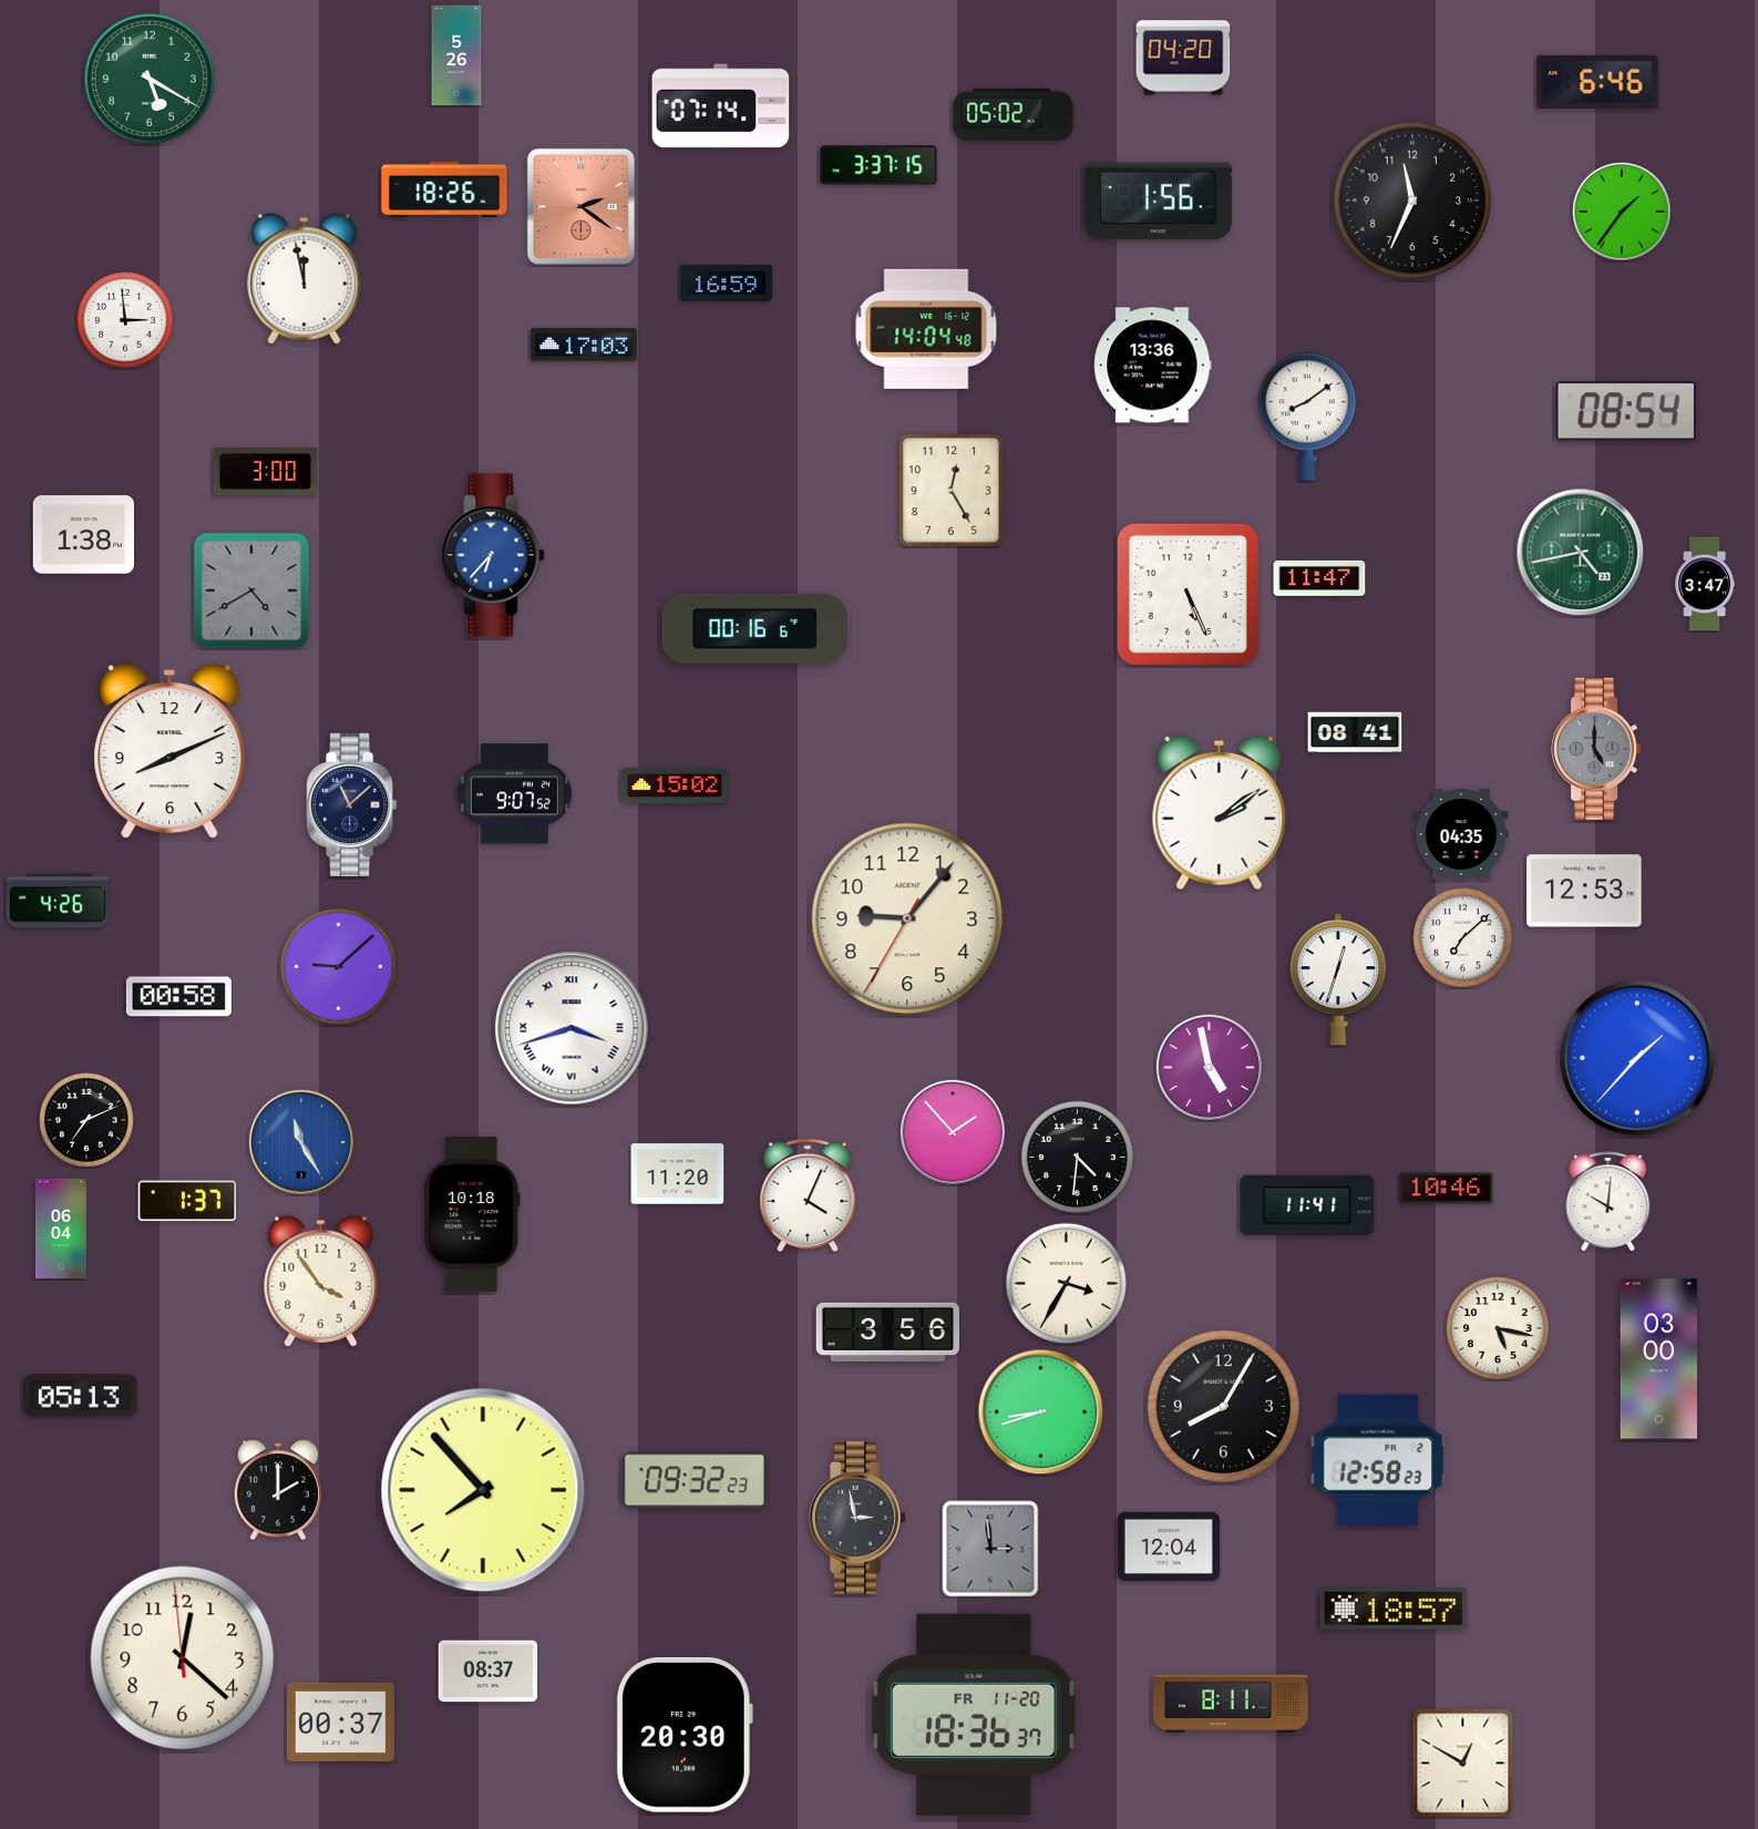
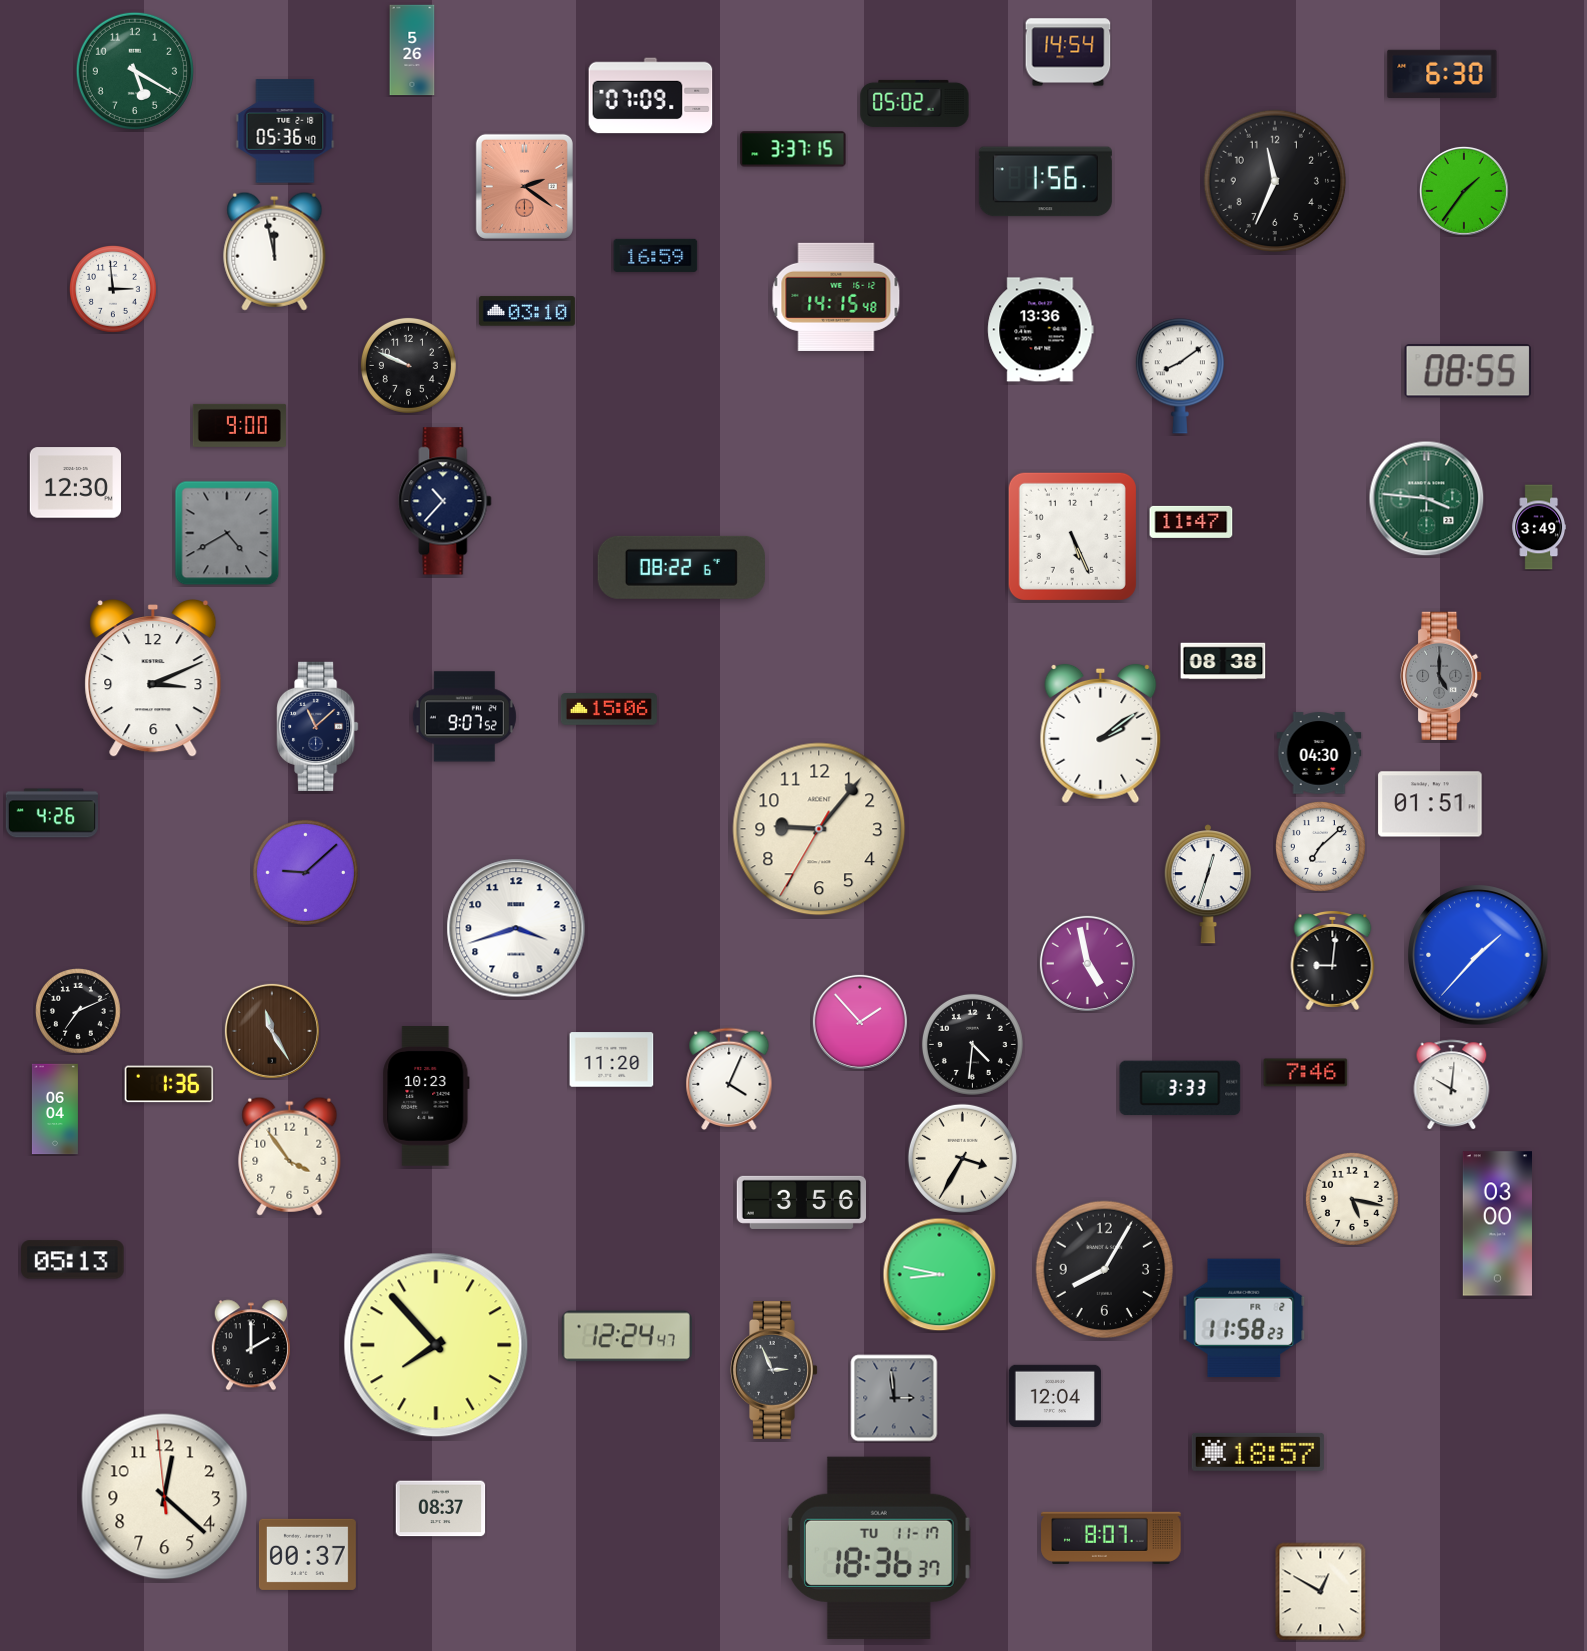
clock at (1183, 58): 04:20 -> 14:54
clock at (1597, 81): 6:46 -> 6:30
clock at (721, 106): 07:14 -> 07:09
clock at (285, 131): none -> 05:36
clock at (444, 189): 18:26 -> none
clock at (926, 329): 14:04 -> 14:15
clock at (584, 345): 17:03 -> 03:10
clock at (408, 365): none -> 9:49
clock at (1626, 411): 08:54 -> 08:55
clock at (265, 471): 3:00 -> 9:00
clock at (952, 491): 12:25 -> none
clock at (83, 535): 1:38 -> 12:30
clock at (1581, 553): 4:43 -> 3:46
clock at (493, 555): 6:37 -> 10:37
clock at (493, 555) dial: blue -> navy
clock at (1704, 584): 3:47 -> 3:49
clock at (754, 628): 00:16 -> 08:22
clock at (1355, 732): 08:41 -> 08:38
clock at (169, 751): 8:11 -> 3:11
clock at (675, 787): 15:02 -> 15:06
clock at (1461, 834): 04:35 -> 04:30
clock at (1584, 891): 12:53 -> 01:51
clock at (178, 997): 00:58 -> none
clock at (572, 1028) numerals: Roman -> Arabic
clock at (1333, 960): none -> 9:01
clock at (1209, 1067) position: (1209, 1067) -> (1087, 963)
clock at (301, 1142) dial: blue -> brown
clock at (1447, 1189): 10:46 -> 7:46
clock at (187, 1201): 1:37 -> 1:36
clock at (1307, 1205): 11:41 -> 3:33
clock at (472, 1214): 10:18 -> 10:23
clock at (1658, 1359) position: (1658, 1359) -> (1497, 1224)
clock at (1041, 1412): 8:42 -> 8:47
clock at (1378, 1460): 12:58 -> 11:58
clock at (695, 1480): 09:32 -> 12:24
clock at (857, 1518): 2:58 -> 2:56
clock at (1231, 1704): 8:11 -> 8:07
clock at (974, 1715) date: FR 11-20 -> TU 11-17
clock at (685, 1735): 20:30 -> none
